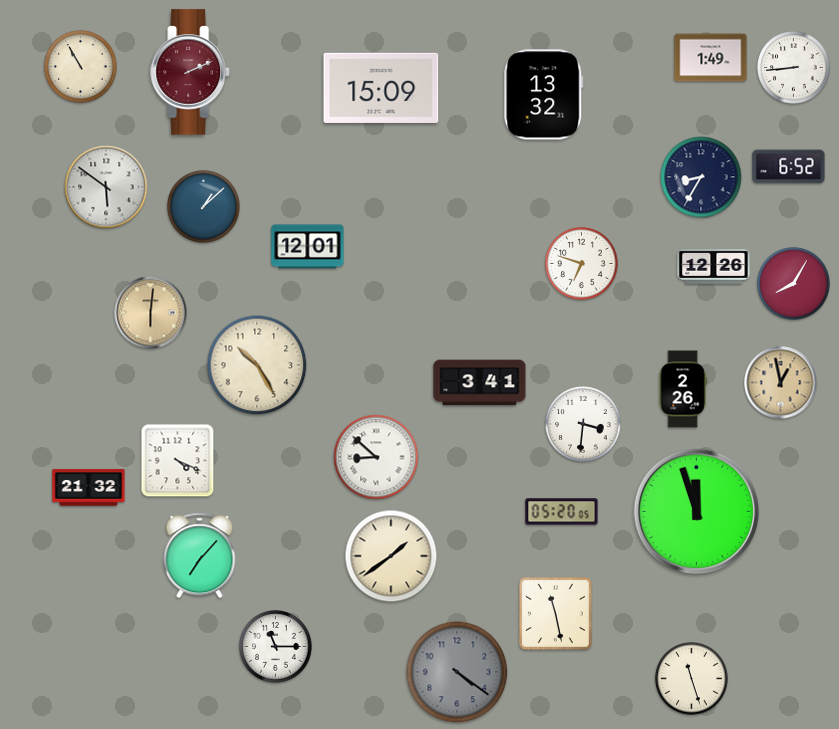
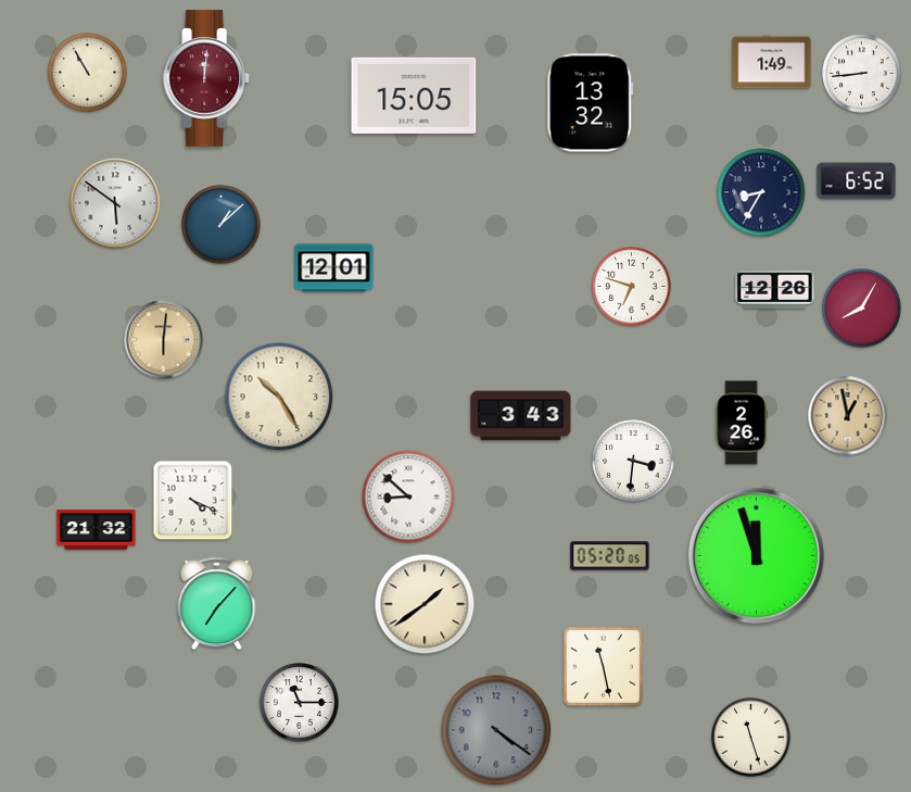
clock at (190, 72): 2:11 -> 12:01
clock at (381, 88): 15:09 -> 15:05
clock at (480, 383): 3:41 -> 3:43
